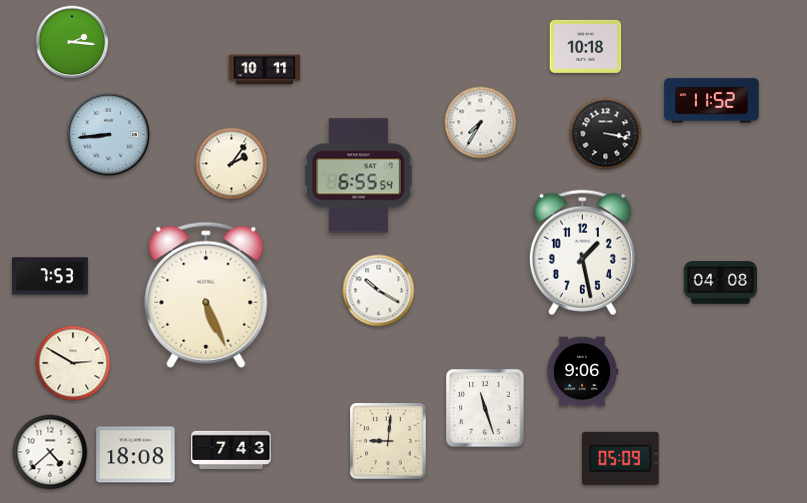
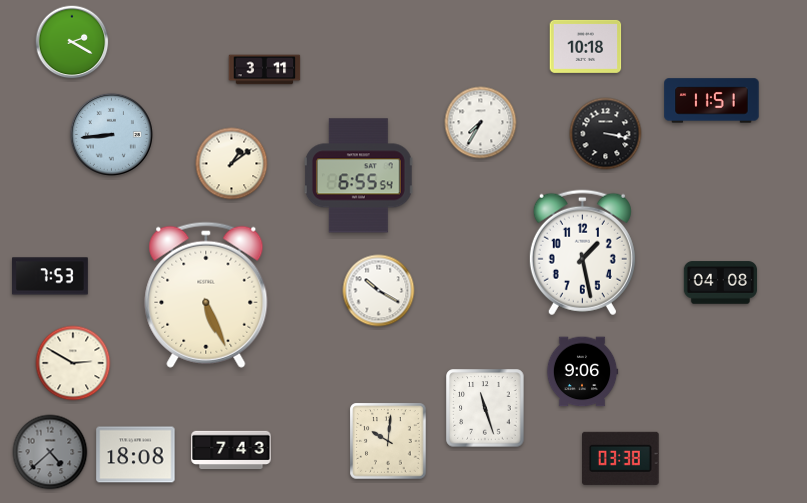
clock at (72, 42): 2:16 -> 2:20
clock at (265, 70): 10:11 -> 3:11
clock at (712, 101): 11:52 -> 11:51
clock at (108, 134) position: (108, 134) -> (111, 134)
clock at (232, 164): 2:06 -> 1:09
clock at (388, 441): 9:01 -> 10:01
clock at (50, 452) dial: white -> grey
clock at (621, 458): 05:09 -> 03:38
